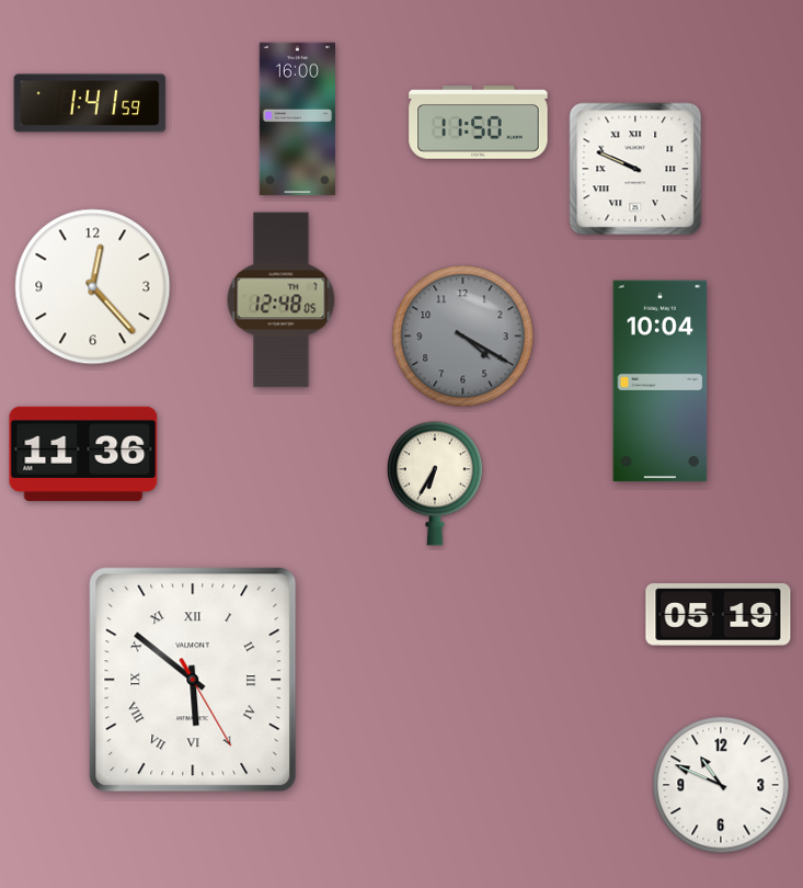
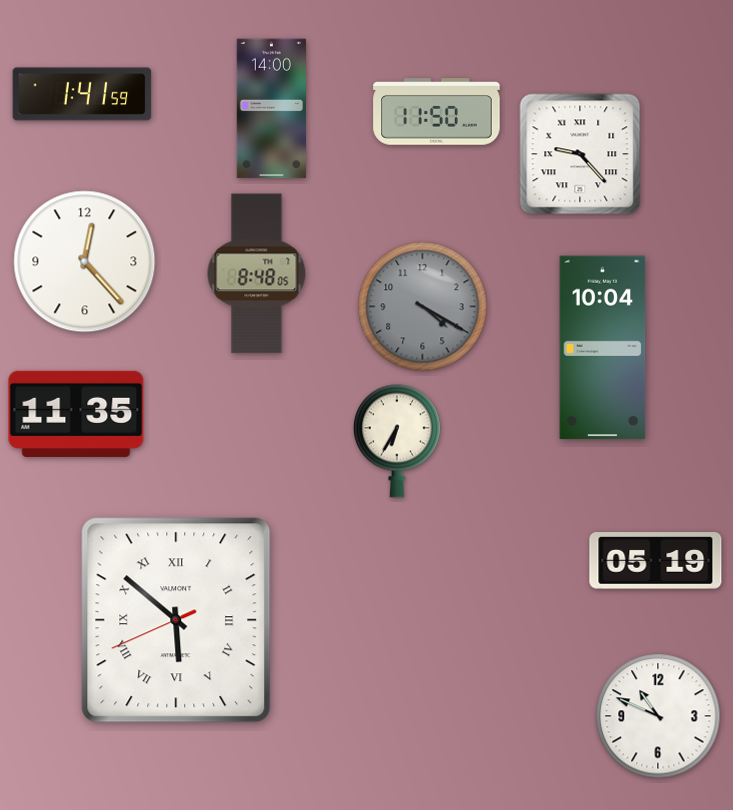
clock at (297, 119): 16:00 -> 14:00
clock at (635, 169): 9:49 -> 9:23
clock at (282, 300): 12:48 -> 8:48
clock at (83, 454): 11:36 -> 11:35
clock at (193, 680): 5:51:25 -> 5:51:41
